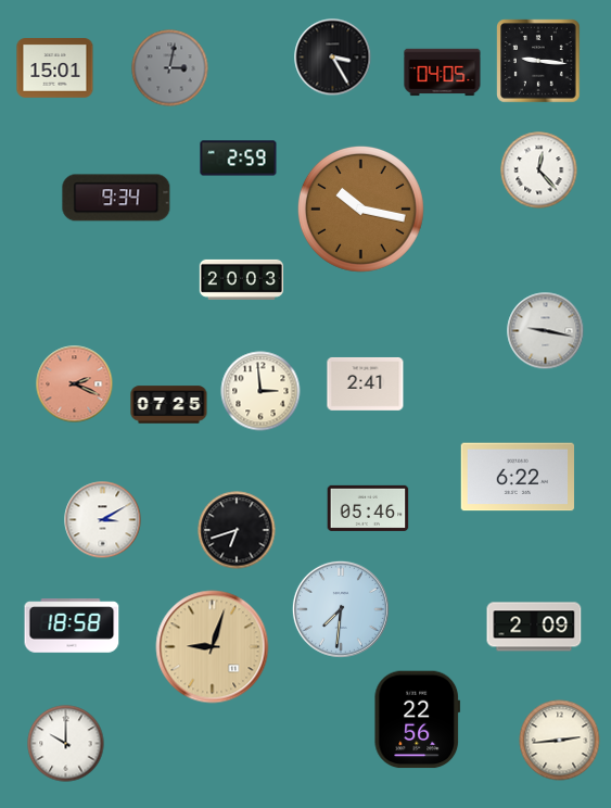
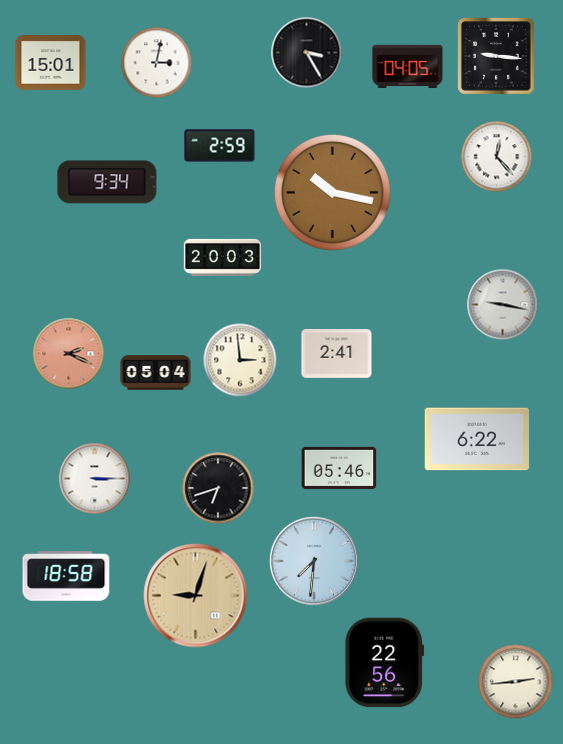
clock at (170, 68) dial: grey -> white
clock at (169, 405): 07:25 -> 05:04
clock at (103, 520): 3:10 -> 3:15
clock at (534, 627): 2:09 -> none
clock at (66, 744): 10:00 -> none
